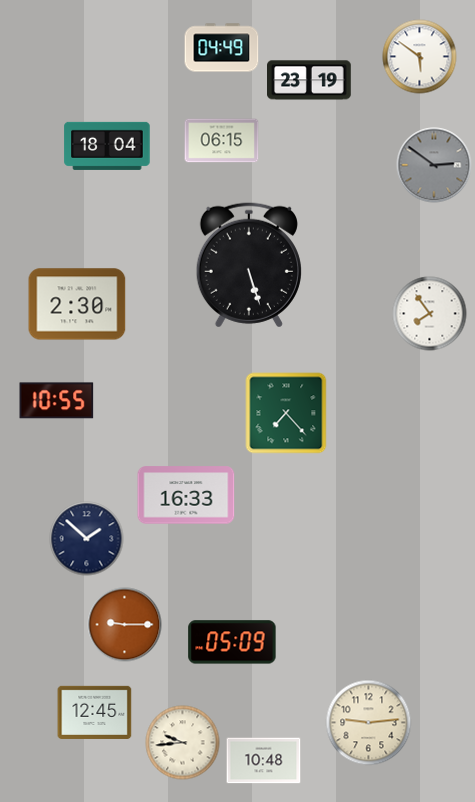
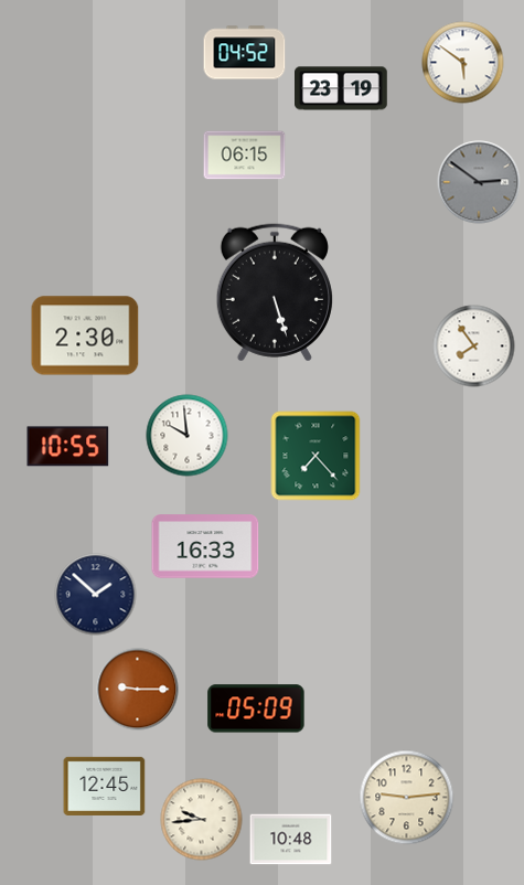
clock at (222, 48): 04:49 -> 04:52
clock at (107, 146): 18:04 -> none
clock at (188, 436): none -> 9:59
clock at (57, 401) position: (57, 401) -> (68, 447)
